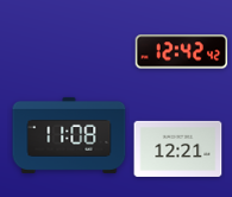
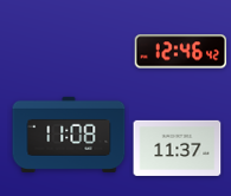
clock at (182, 52): 12:42 -> 12:46
clock at (178, 148): 12:21 -> 11:37
